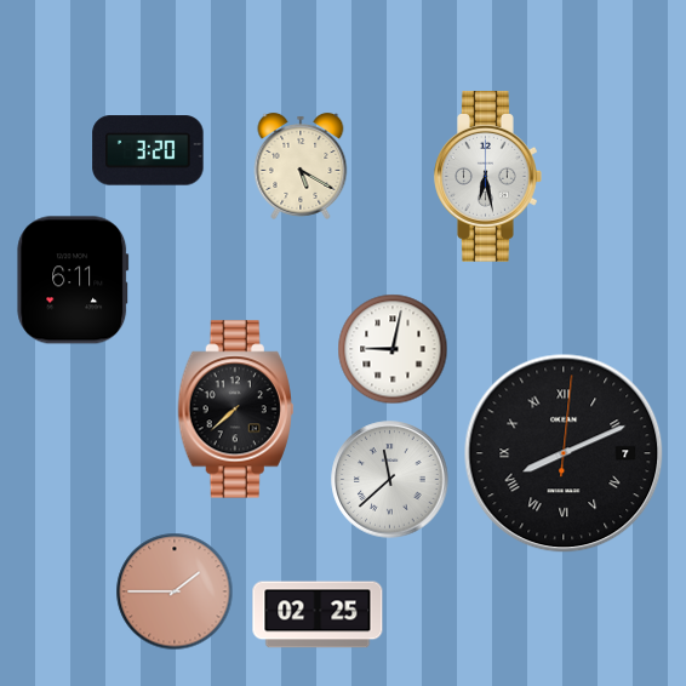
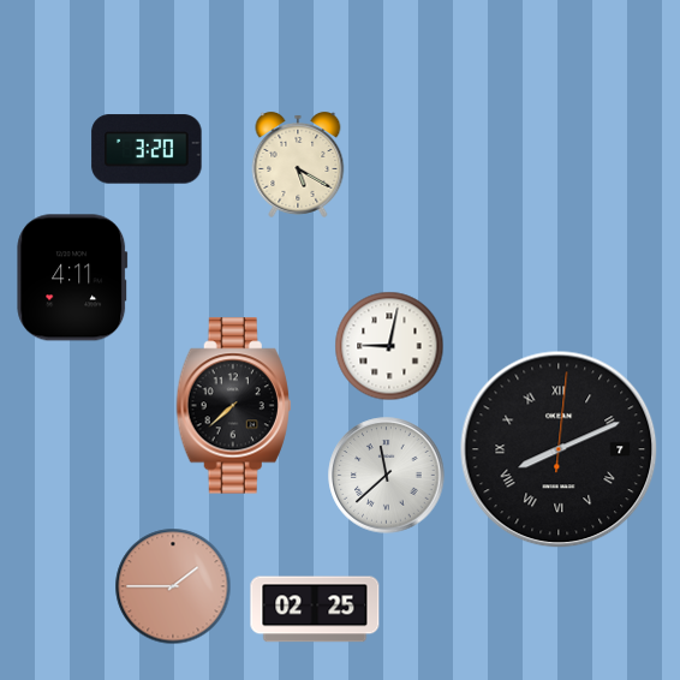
clock at (488, 177): 6:28 -> none
clock at (73, 280): 6:11 -> 4:11
